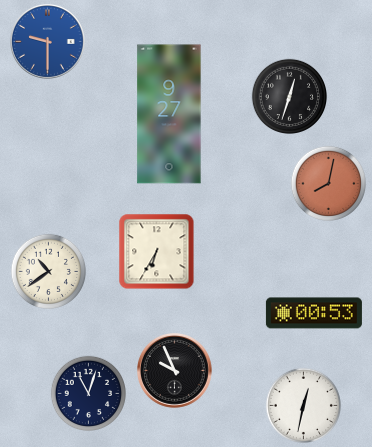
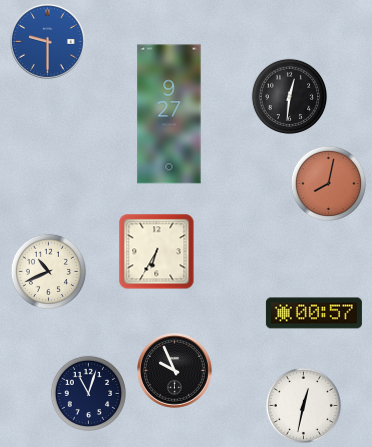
clock at (289, 96): 12:33 -> 12:31
clock at (48, 271): 10:39 -> 10:41
clock at (314, 313): 00:53 -> 00:57
